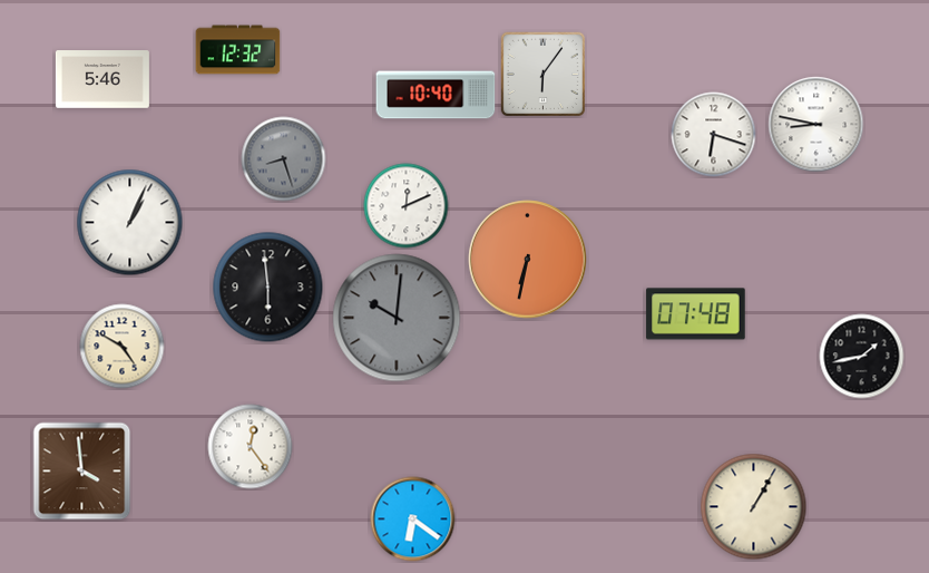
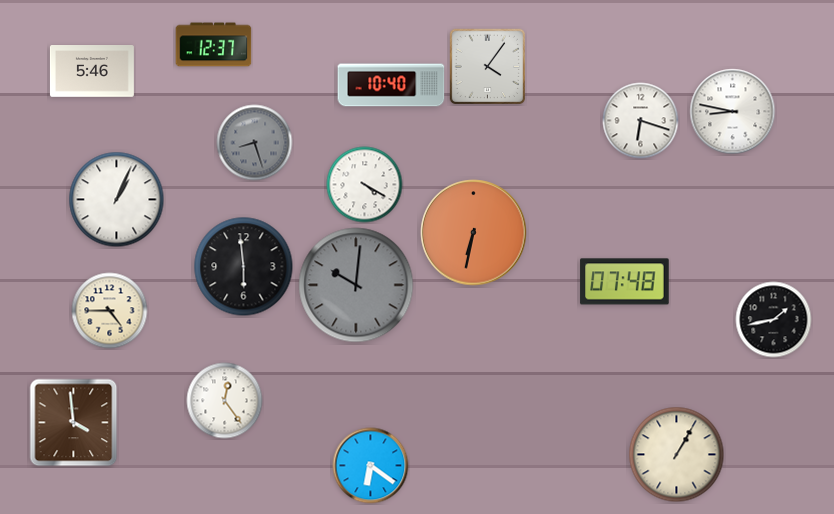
clock at (238, 50): 12:32 -> 12:37
clock at (542, 74): 6:06 -> 4:06
clock at (407, 206): 12:11 -> 4:20
clock at (268, 288) position: (268, 288) -> (244, 267)
clock at (123, 347): 4:50 -> 4:45
